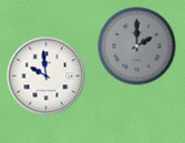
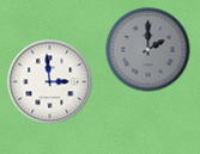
clock at (47, 76): 9:59 -> 2:59
